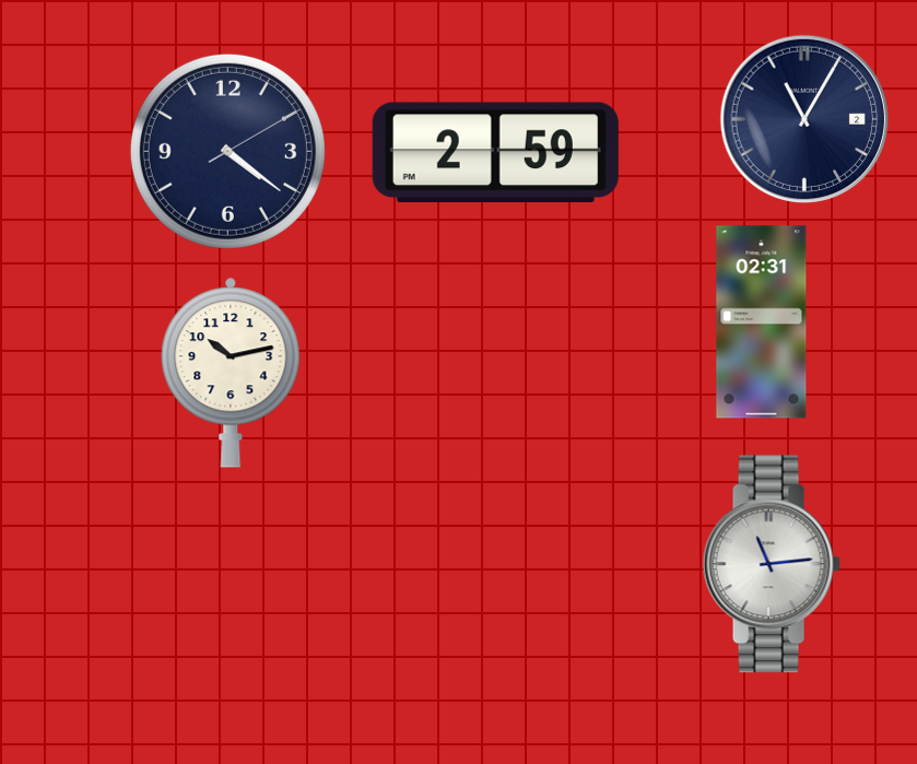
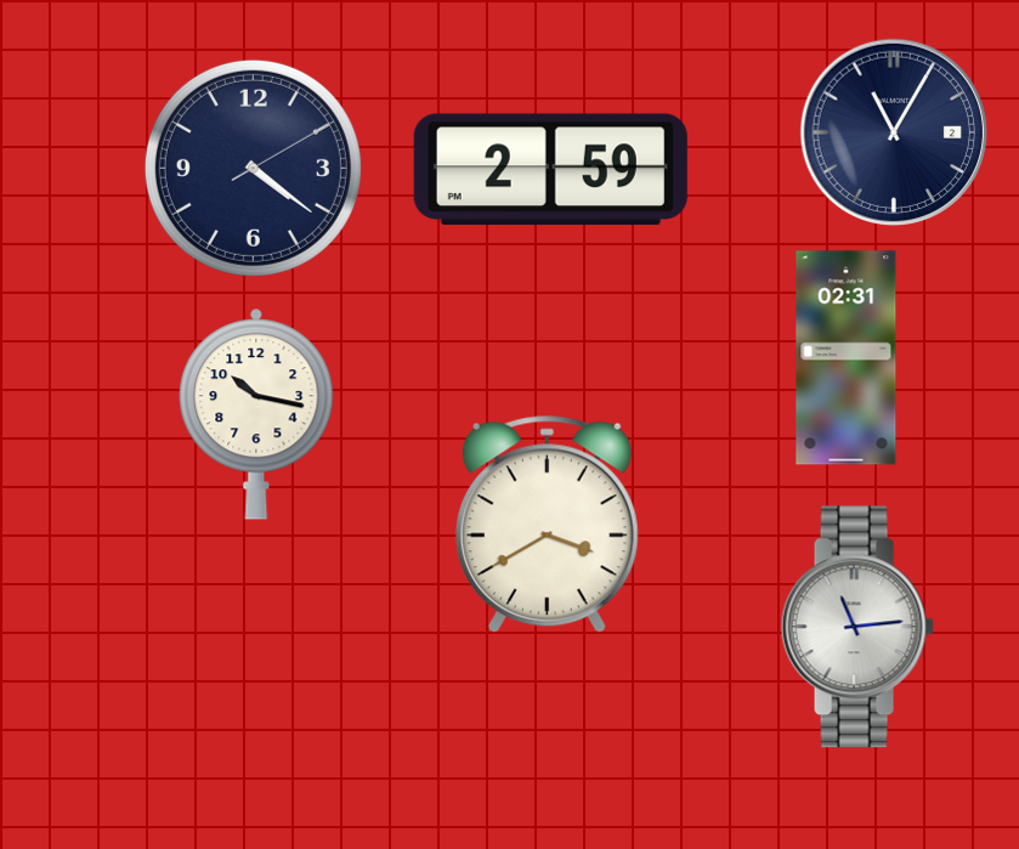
clock at (231, 373): 10:13 -> 10:17
clock at (547, 525): none -> 3:40
